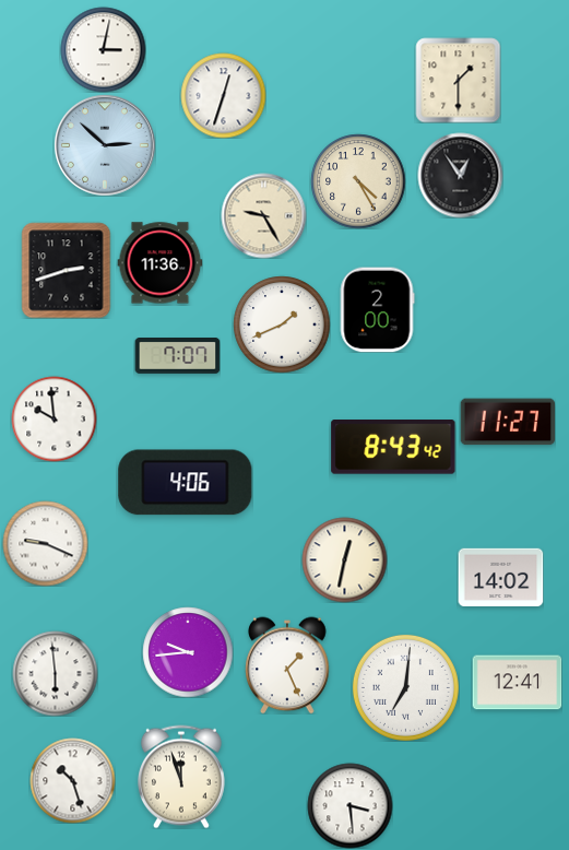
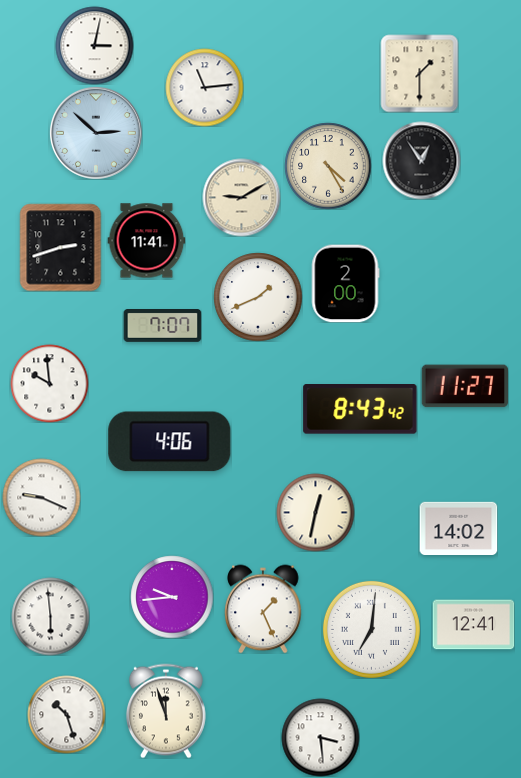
clock at (223, 95): 12:33 -> 11:14
clock at (263, 215): 9:25 -> 9:10
clock at (159, 263): 11:36 -> 11:41
